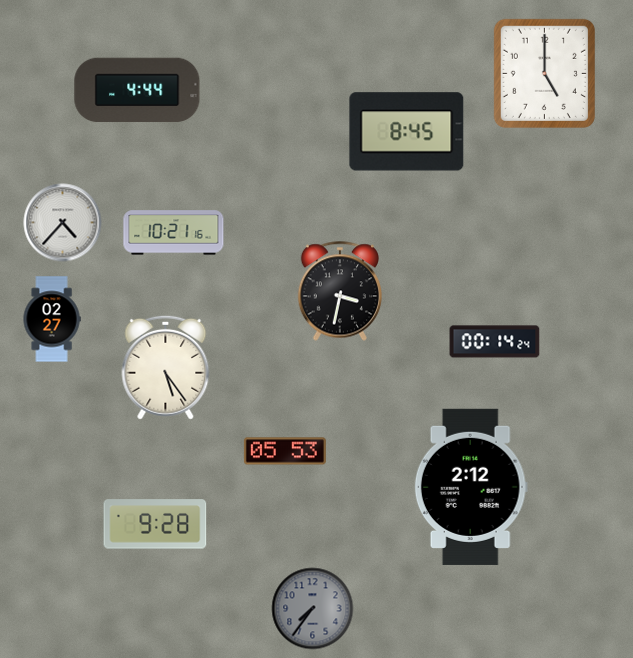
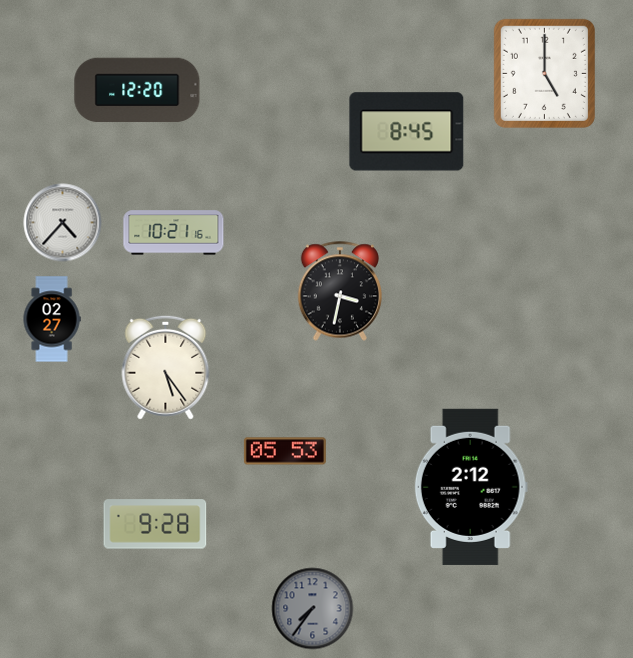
clock at (137, 90): 4:44 -> 12:20
clock at (495, 342): 00:14 -> none
